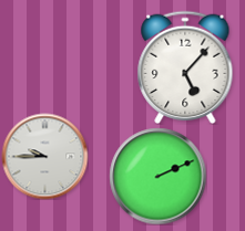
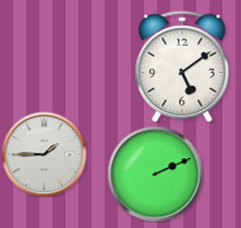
clock at (185, 66): 5:07 -> 5:09
clock at (44, 156): 9:45 -> 1:45
